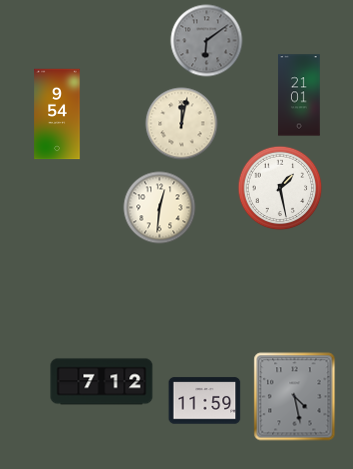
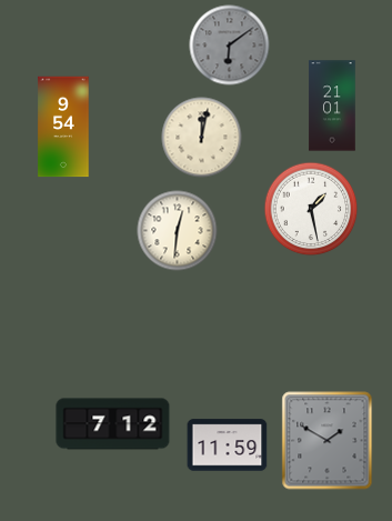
clock at (295, 397): 4:28 -> 1:50
